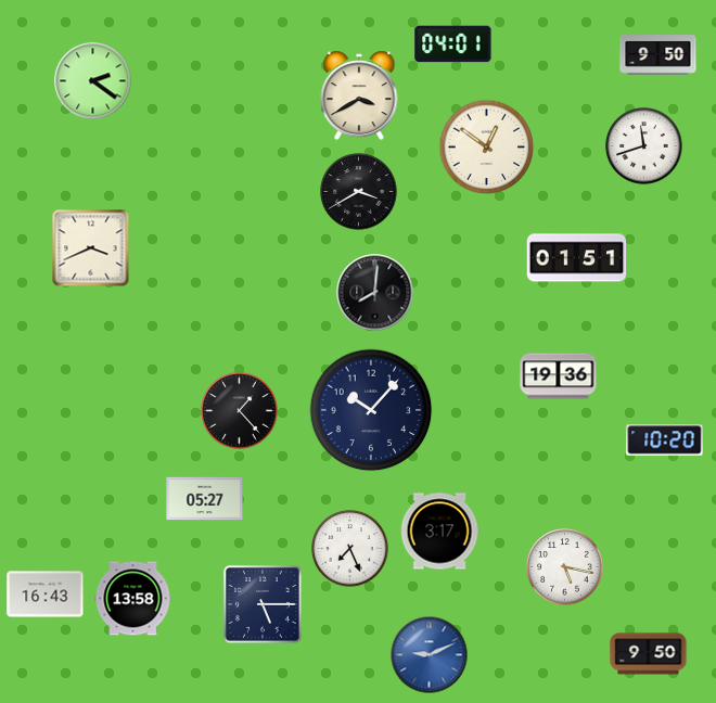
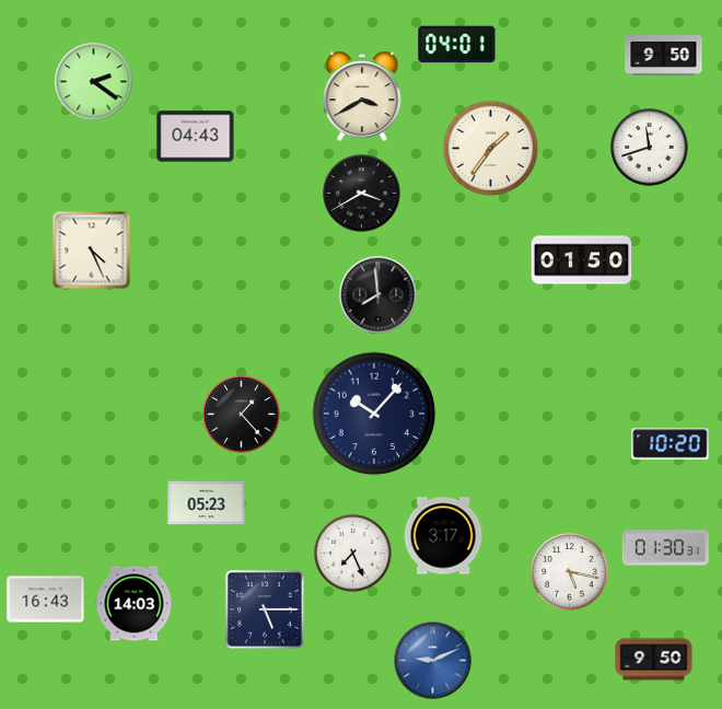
clock at (196, 137): none -> 04:43
clock at (487, 148): 12:51 -> 1:36
clock at (91, 248): 3:41 -> 4:26
clock at (577, 258): 01:51 -> 01:50
clock at (375, 293): 8:01 -> 7:59
clock at (559, 376): 19:36 -> none
clock at (205, 499): 05:27 -> 05:23
clock at (665, 548): none -> 01:30
clock at (133, 599): 13:58 -> 14:03
